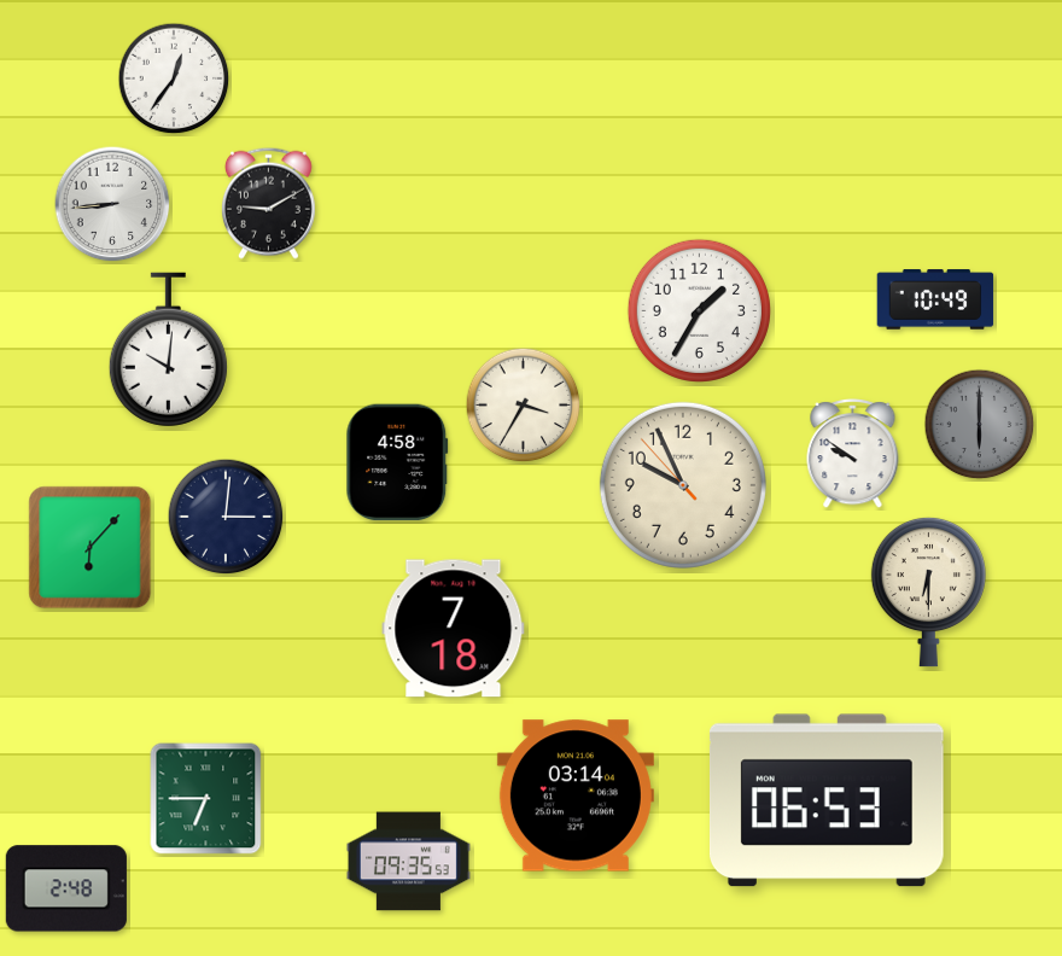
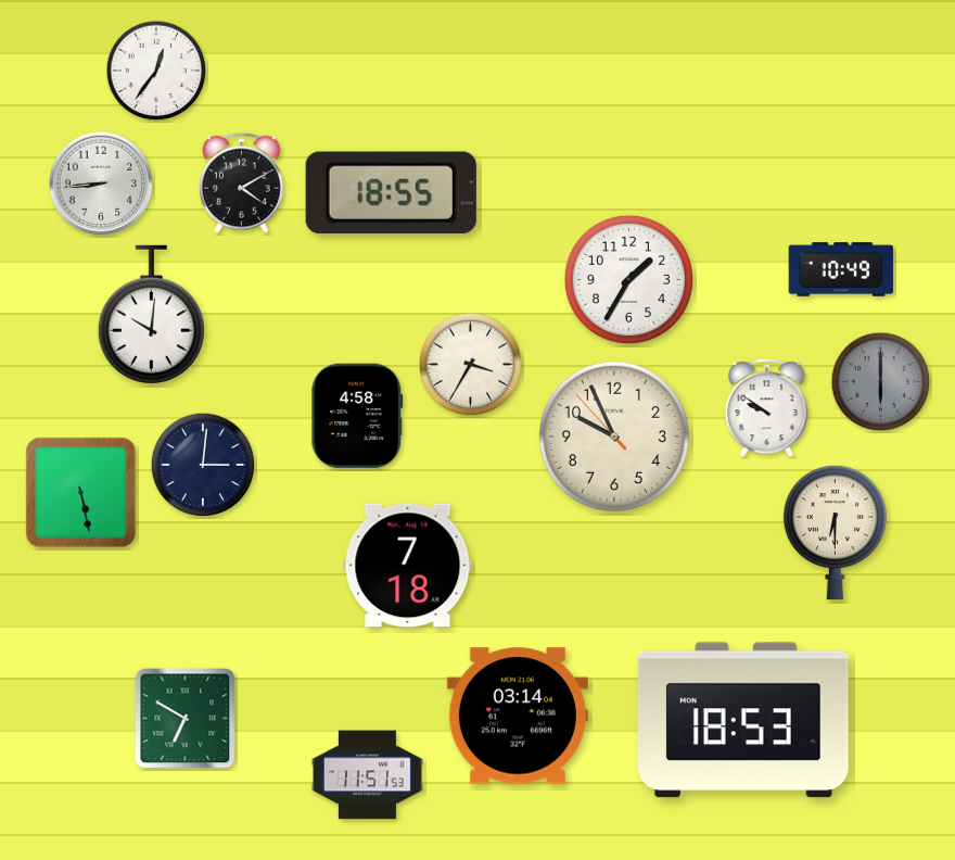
clock at (268, 203): 9:10 -> 4:10
clock at (391, 192): none -> 18:55
clock at (91, 548): 6:07 -> 5:28
clock at (206, 799): 6:45 -> 6:50
clock at (827, 800): 06:53 -> 18:53
clock at (408, 862): 09:35 -> 11:51
clock at (66, 888): 2:48 -> none
